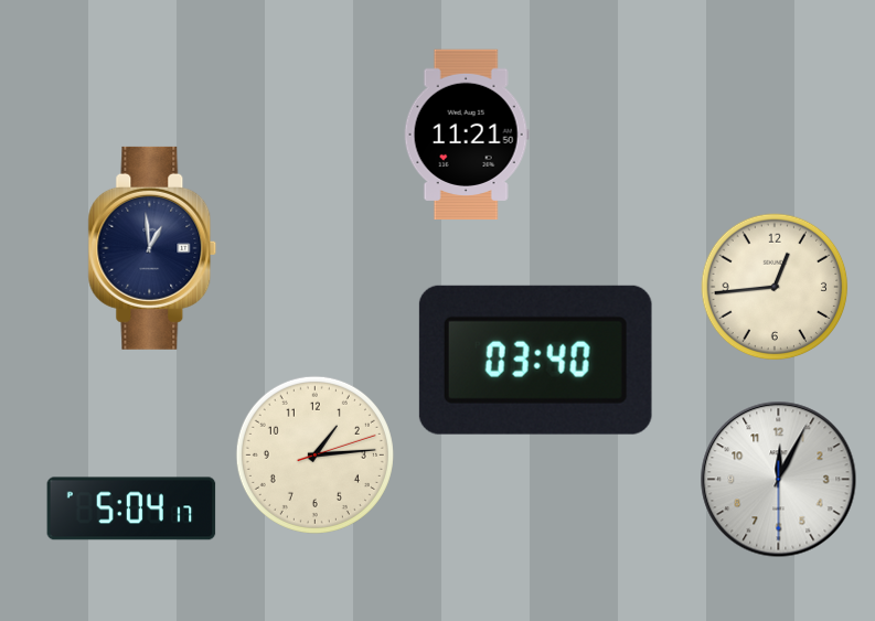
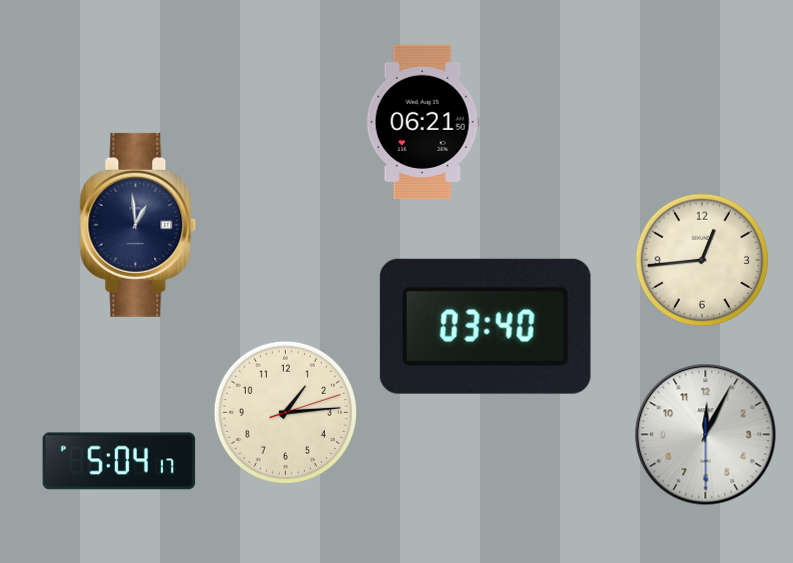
clock at (467, 133): 11:21 -> 06:21
